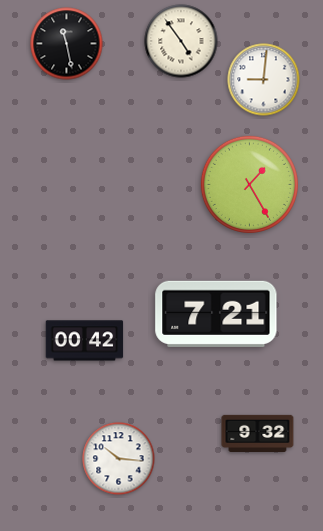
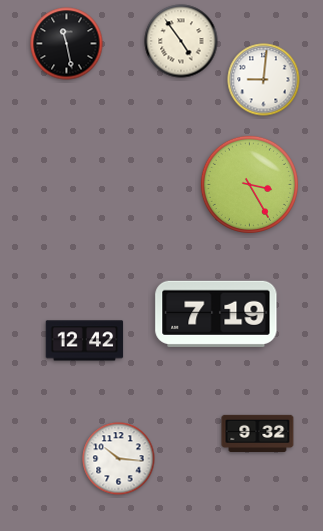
clock at (249, 184): 1:25 -> 3:25
clock at (216, 314): 7:21 -> 7:19
clock at (85, 341): 00:42 -> 12:42
